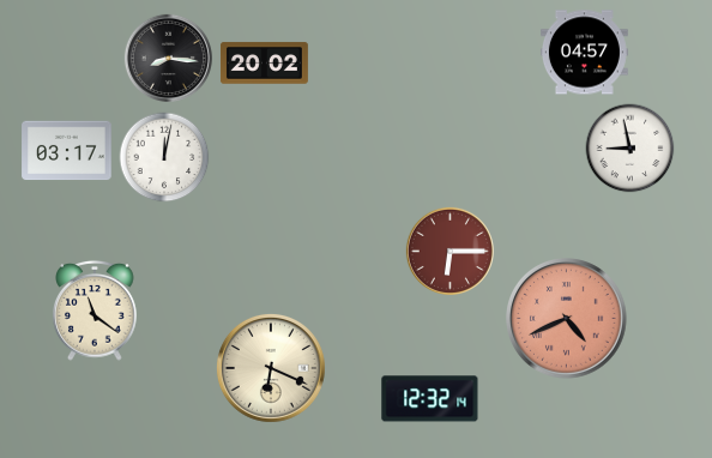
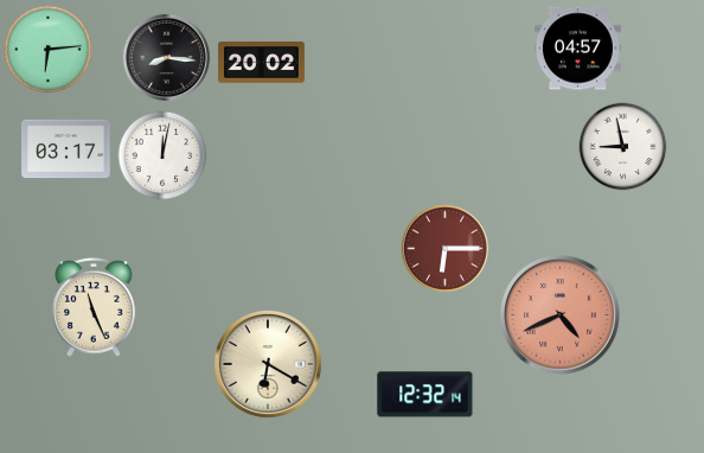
clock at (49, 50): none -> 6:14
clock at (584, 53) position: (584, 53) -> (577, 49)
clock at (95, 311): 11:21 -> 11:26
clock at (271, 368): 6:19 -> 6:20
